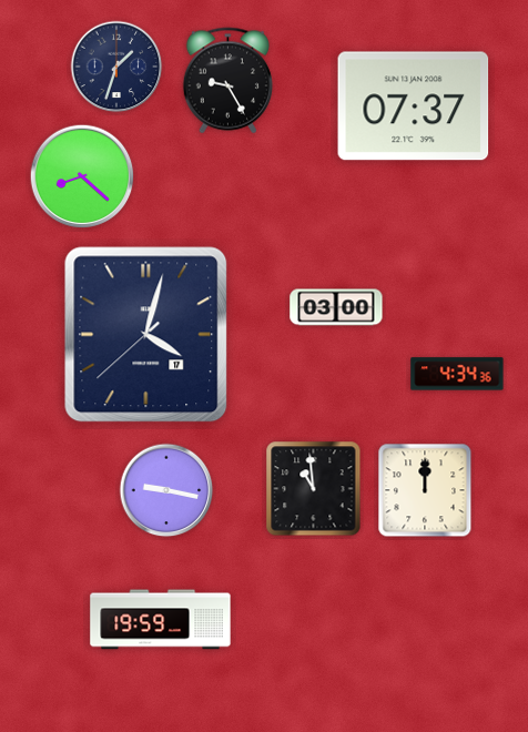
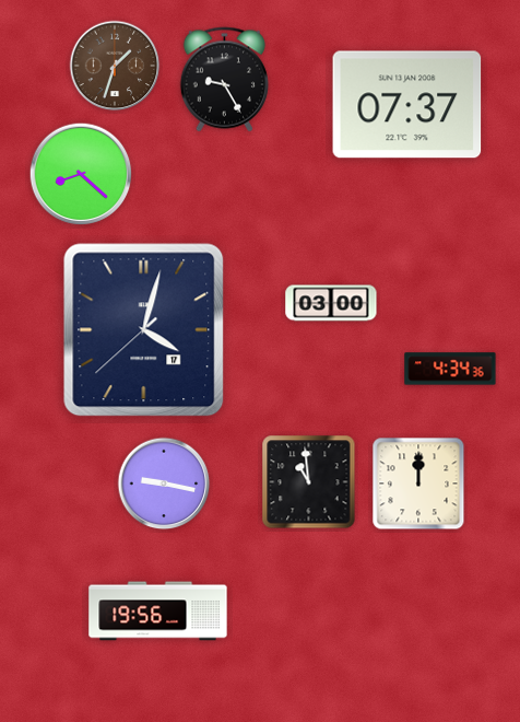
clock at (116, 67) dial: navy -> brown
clock at (161, 620): 19:59 -> 19:56
